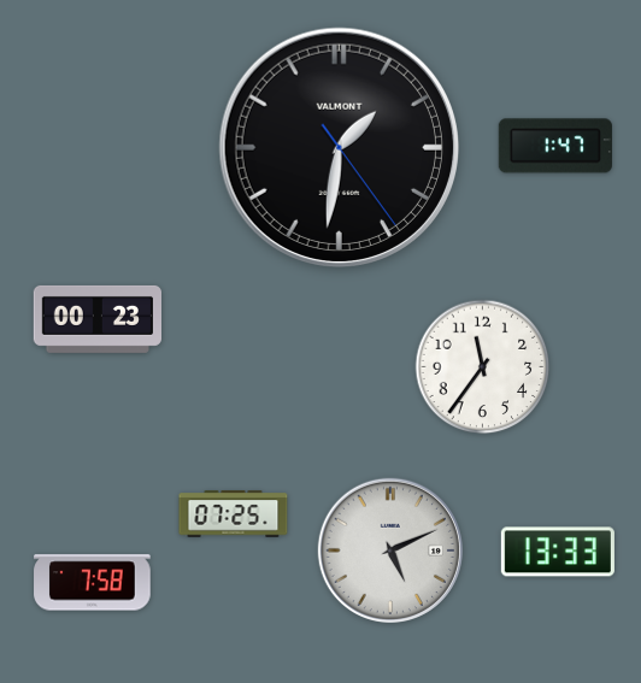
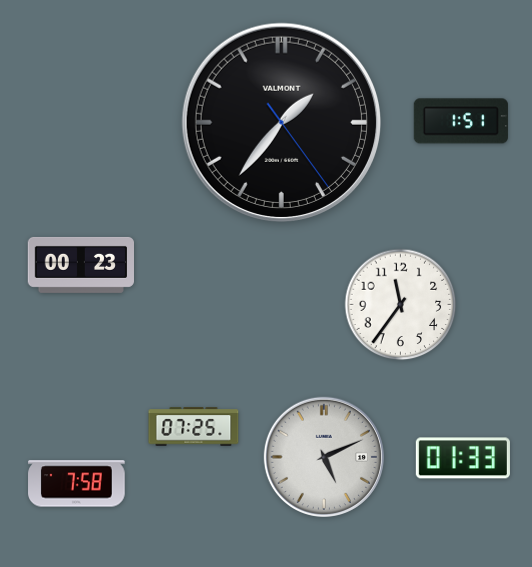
clock at (555, 146): 1:47 -> 1:51
clock at (339, 147): 1:31 -> 1:36
clock at (558, 552): 13:33 -> 01:33
